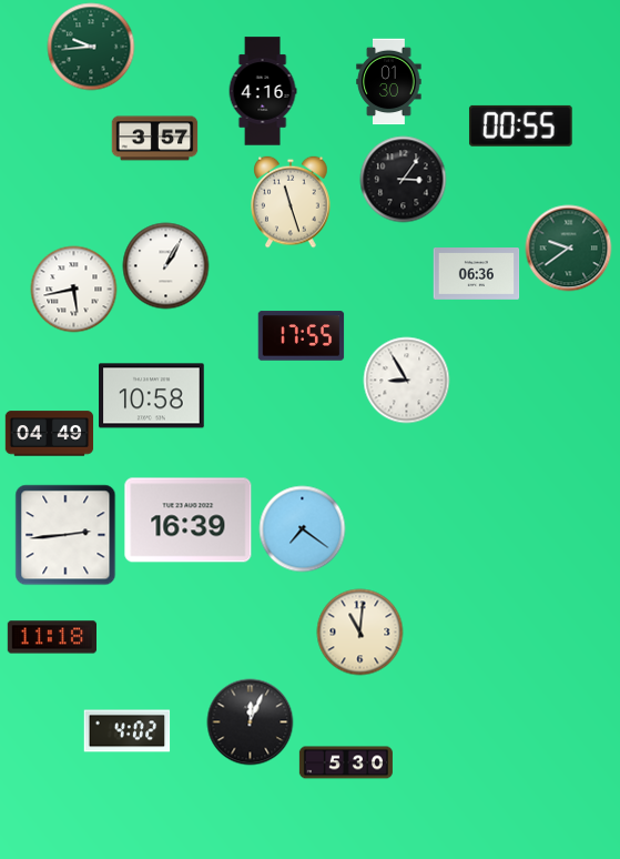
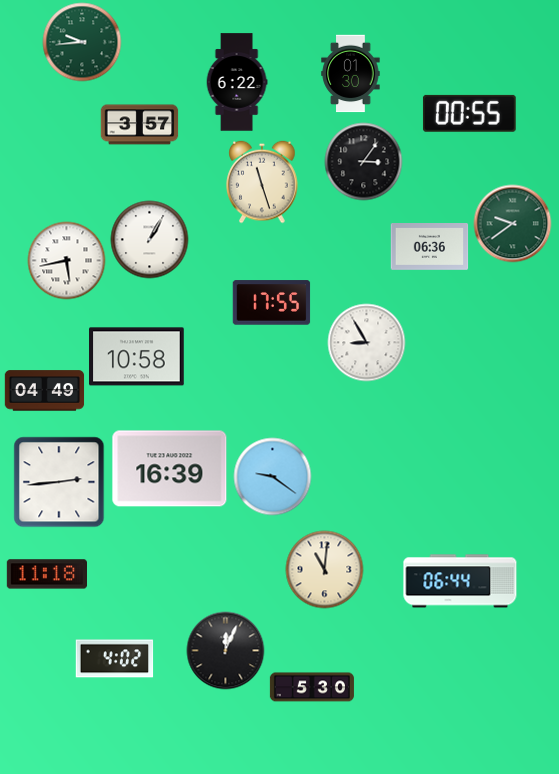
clock at (263, 91): 4:16 -> 6:22
clock at (302, 528): 7:21 -> 9:21
clock at (460, 581): none -> 06:44
